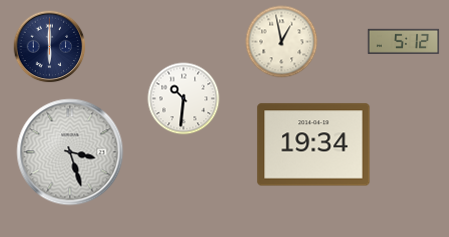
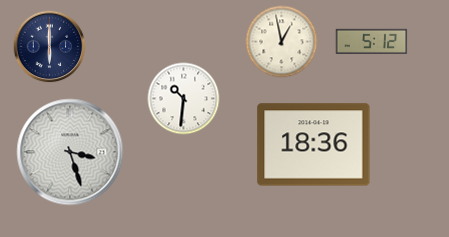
clock at (404, 41) position: (404, 41) -> (372, 41)
clock at (314, 145): 19:34 -> 18:36
